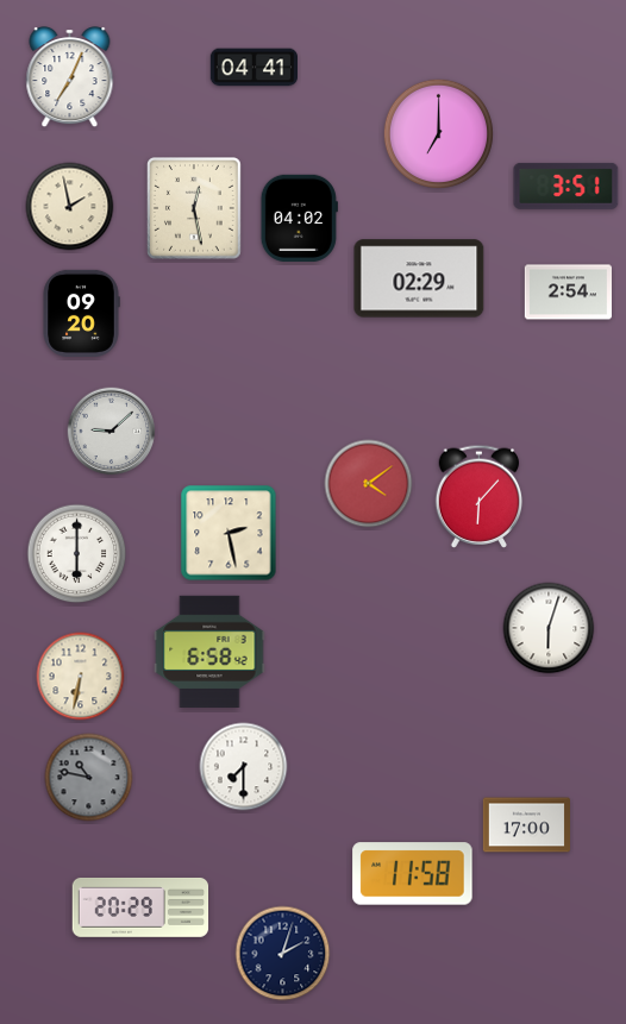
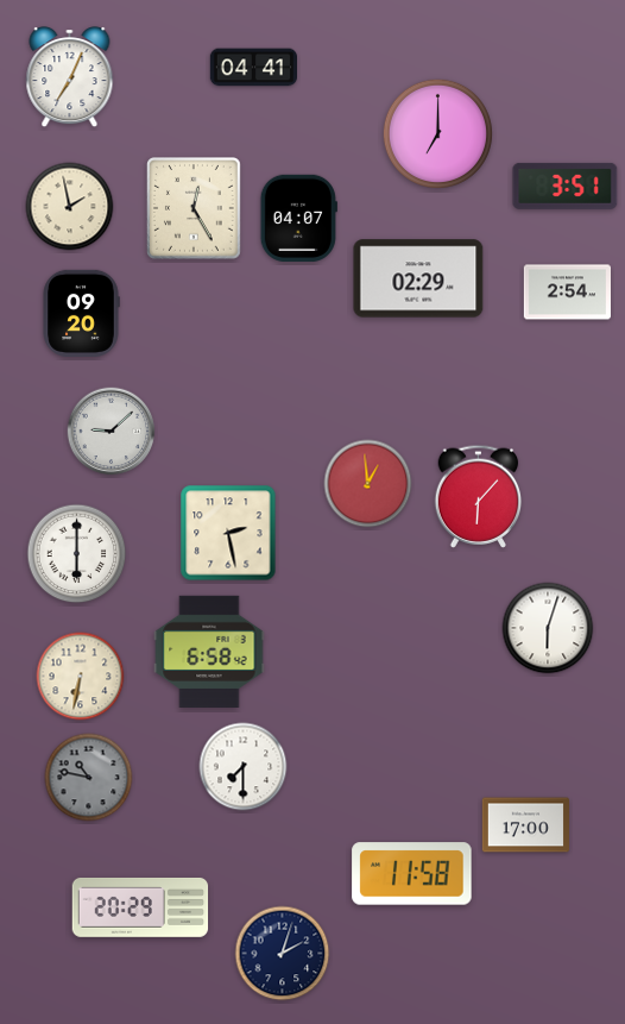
clock at (195, 209): 12:28 -> 12:25
clock at (299, 218): 04:02 -> 04:07
clock at (369, 484): 4:09 -> 12:59
